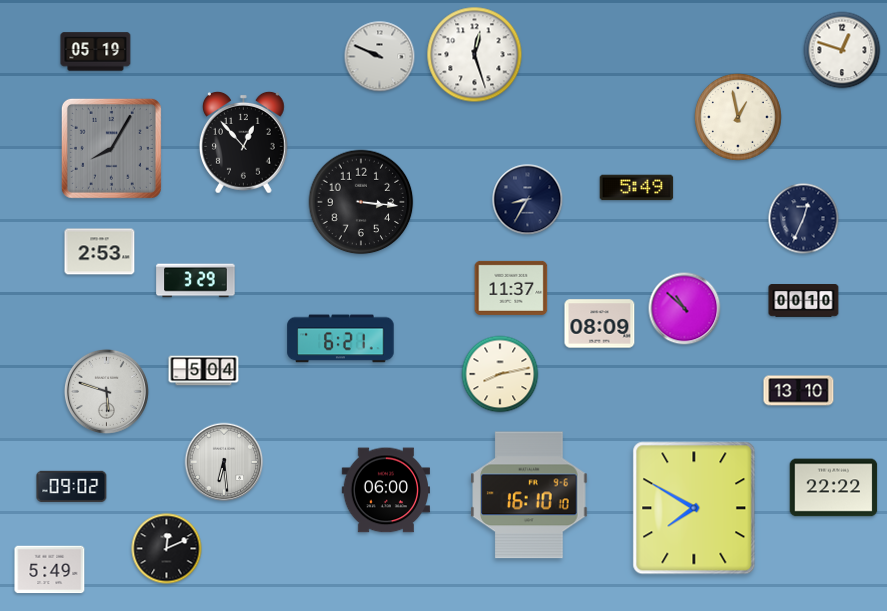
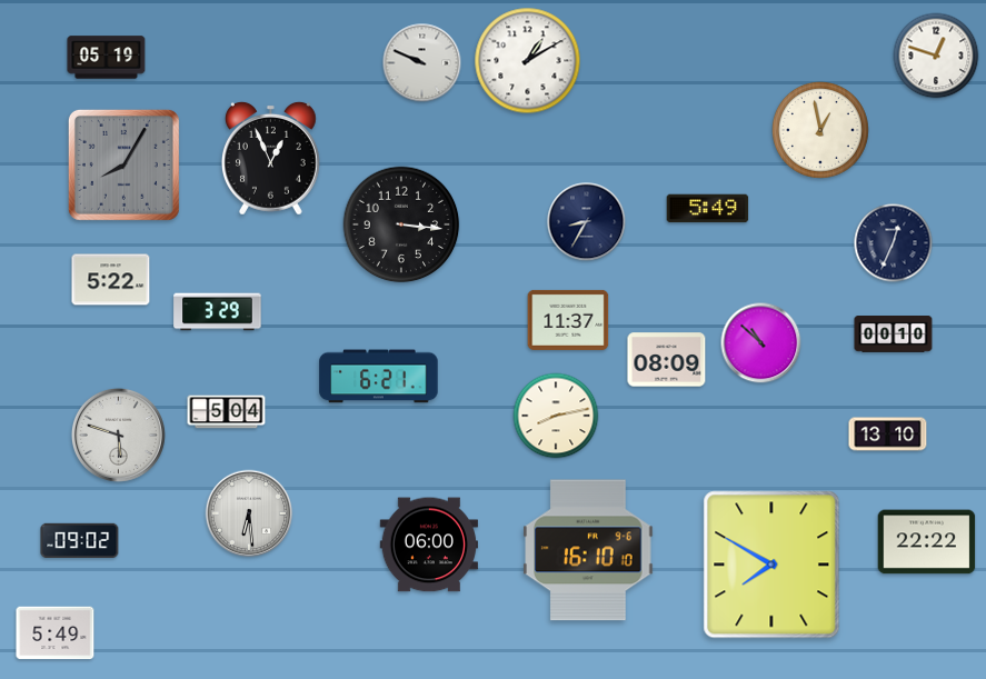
clock at (475, 55): 12:27 -> 1:10
clock at (243, 142): 12:53 -> 12:56
clock at (100, 252): 2:53 -> 5:22
clock at (167, 549): 12:11 -> none
